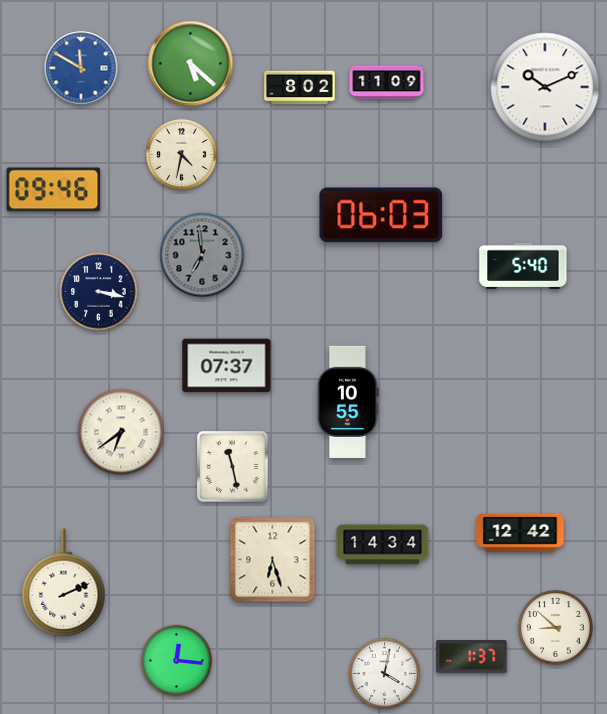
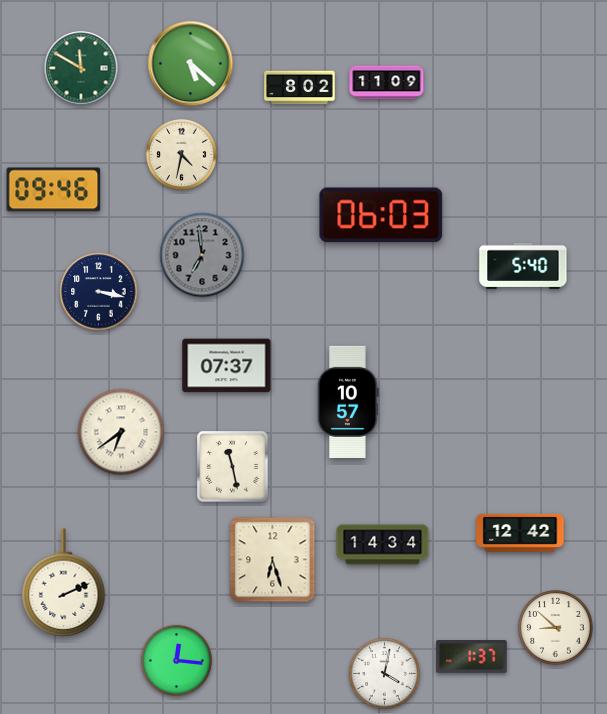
clock at (81, 68) dial: blue -> green
clock at (545, 87): 10:11 -> none
clock at (348, 402): 10:55 -> 10:57
